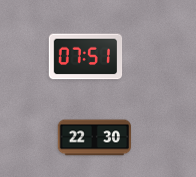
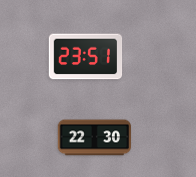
clock at (86, 57): 07:51 -> 23:51
